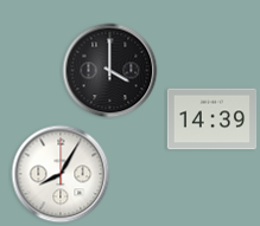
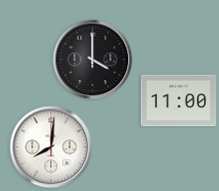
clock at (213, 120): 14:39 -> 11:00
clock at (61, 174): 8:05 -> 8:01
